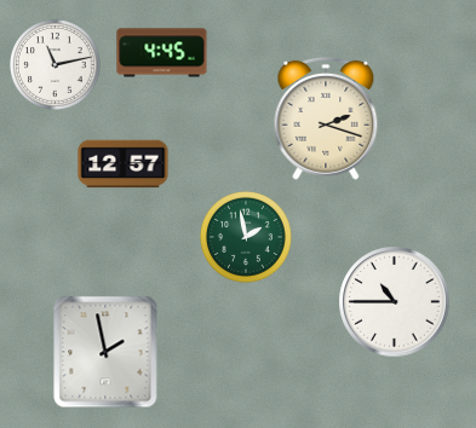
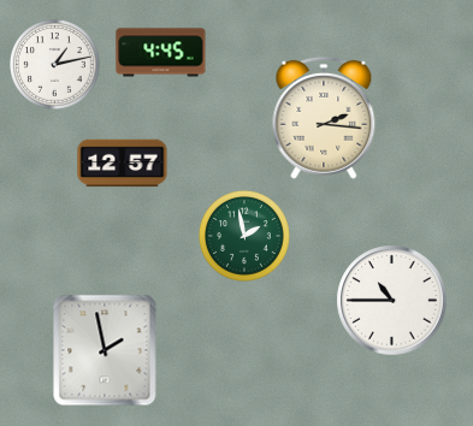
clock at (56, 65): 11:13 -> 1:13
clock at (326, 118): 2:18 -> 2:16
